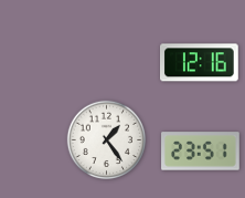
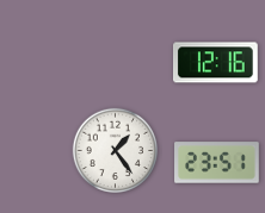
clock at (200, 63) position: (200, 63) -> (216, 63)
